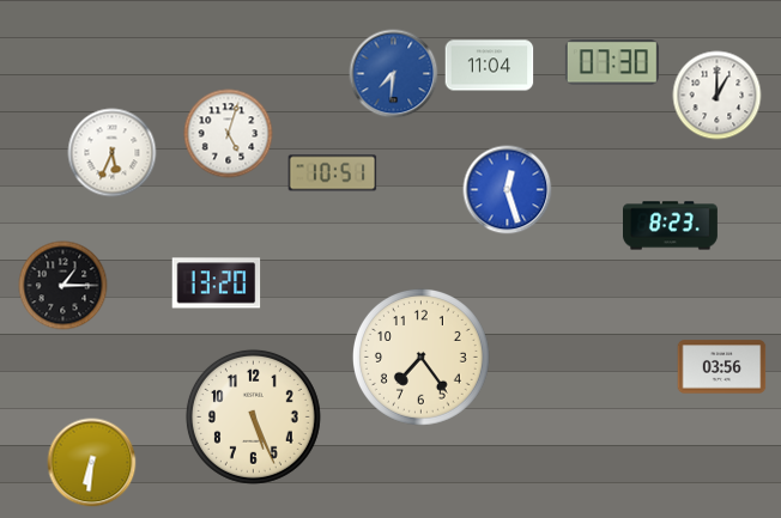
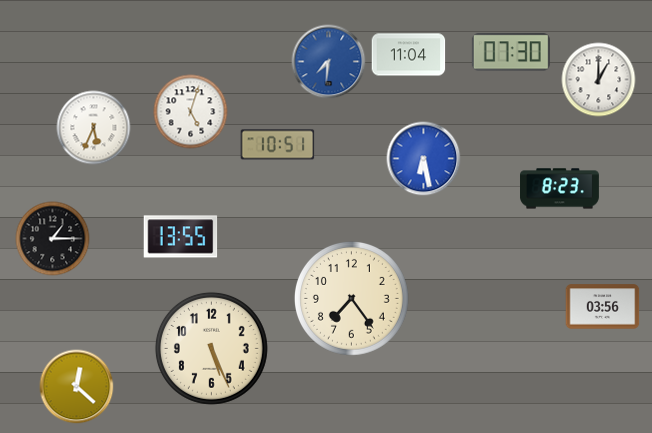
clock at (508, 190): 12:27 -> 6:28
clock at (217, 284): 13:20 -> 13:55
clock at (92, 463): 6:31 -> 12:22
